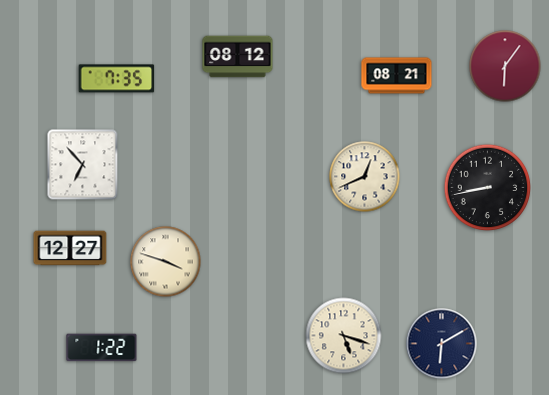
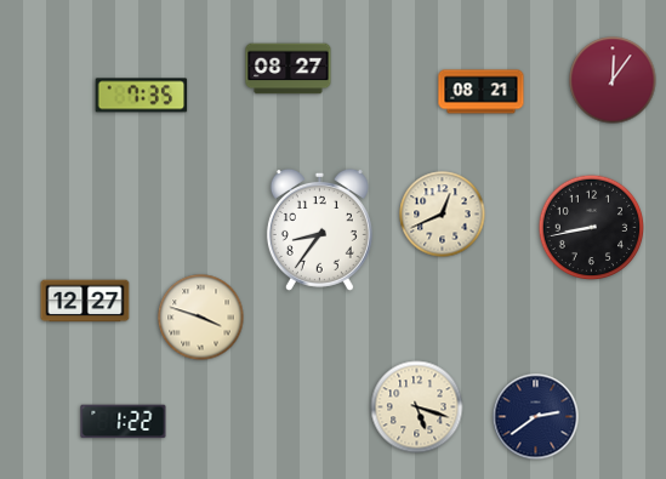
clock at (238, 57): 08:12 -> 08:27
clock at (505, 66): 6:06 -> 12:06
clock at (83, 165): 6:53 -> none
clock at (319, 229): none -> 8:36
clock at (442, 344): 6:10 -> 2:39
